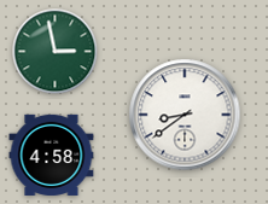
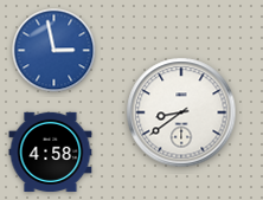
clock at (56, 52) dial: green -> blue
